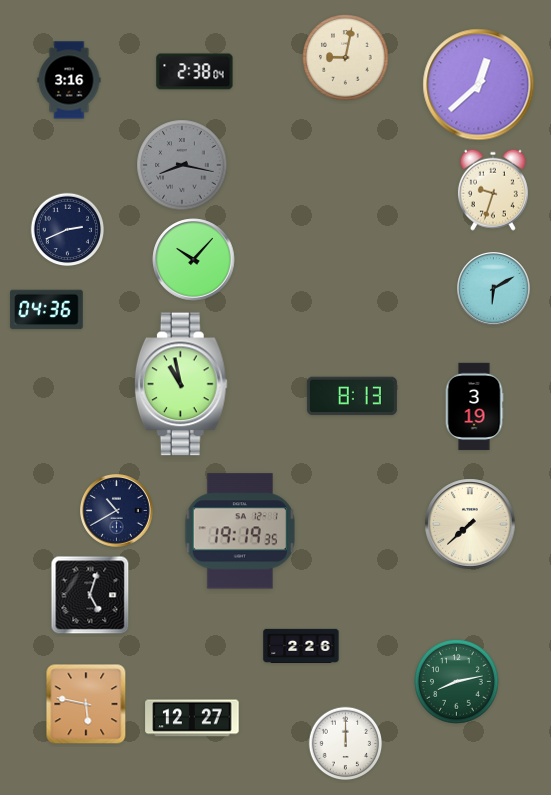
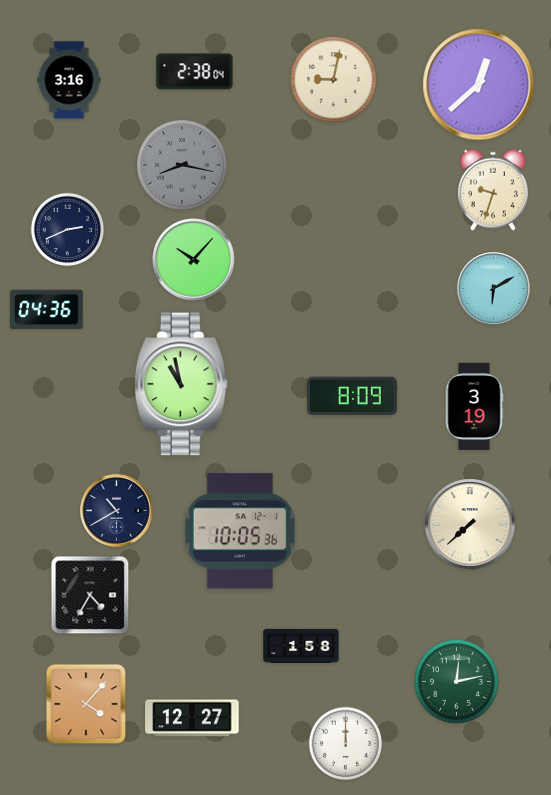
clock at (346, 58) position: (346, 58) -> (334, 80)
clock at (352, 396): 8:13 -> 8:09
clock at (240, 531): 19:19 -> 10:05
clock at (90, 595): 5:03 -> 4:35
clock at (301, 646): 2:26 -> 1:58
clock at (457, 682): 8:13 -> 12:13
clock at (86, 704): 5:47 -> 4:07
